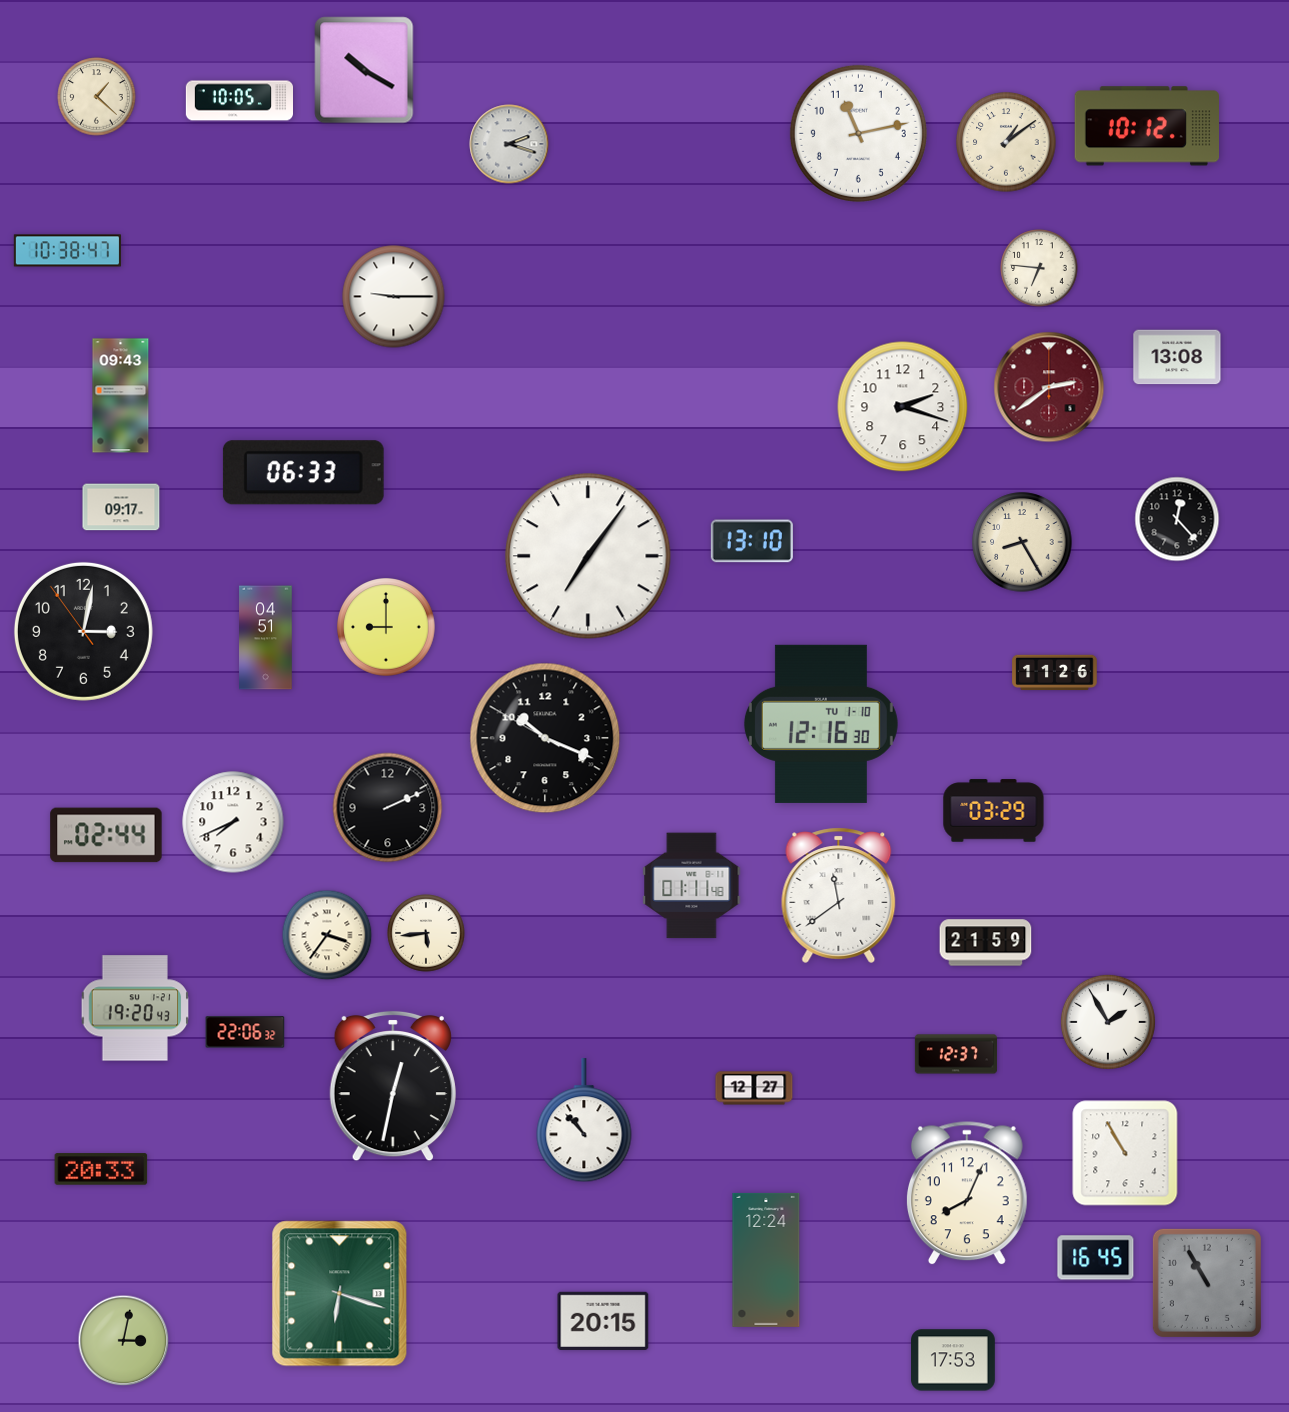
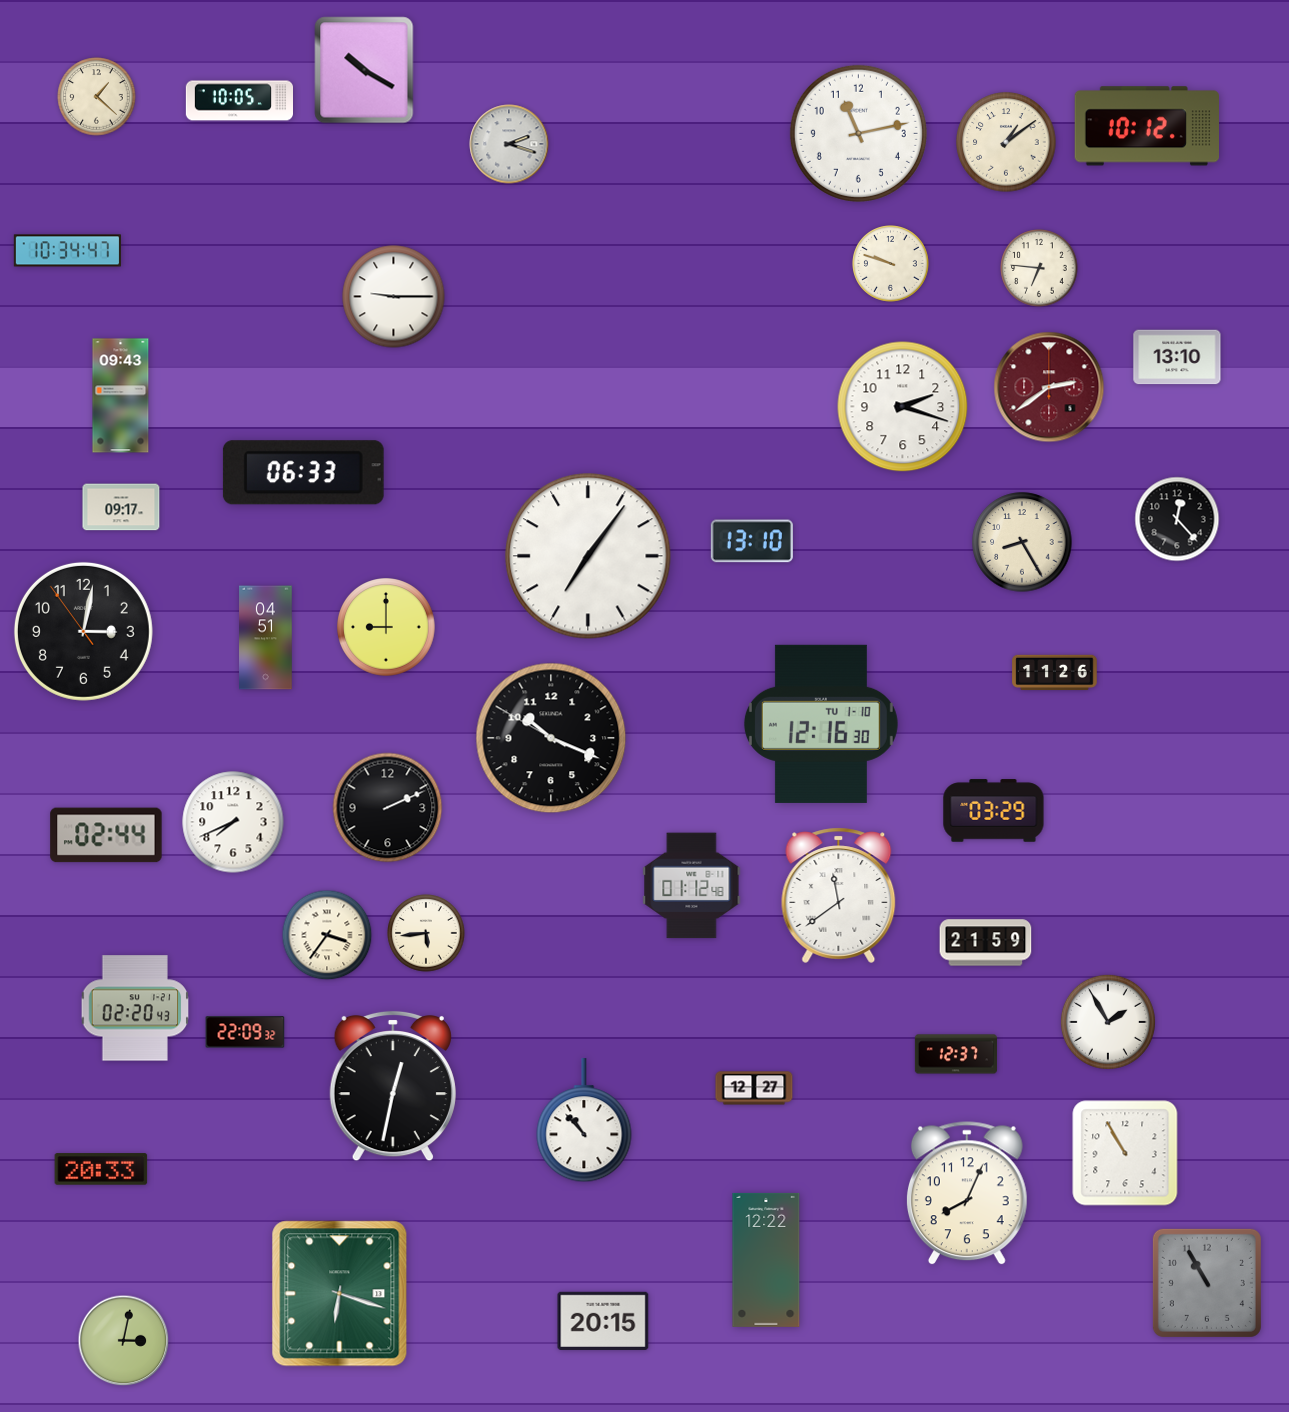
clock at (67, 251): 10:38 -> 10:34
clock at (891, 264): none -> 9:48
clock at (1177, 357): 13:08 -> 13:10
clock at (545, 738) position: (545, 738) -> (551, 738)
clock at (692, 886): 01:11 -> 01:12
clock at (135, 1008): 19:20 -> 02:20
clock at (245, 1032): 22:06 -> 22:09
clock at (1096, 1258): 16:45 -> none
clock at (766, 1260): 12:24 -> 12:22
clock at (954, 1360): 17:53 -> none
